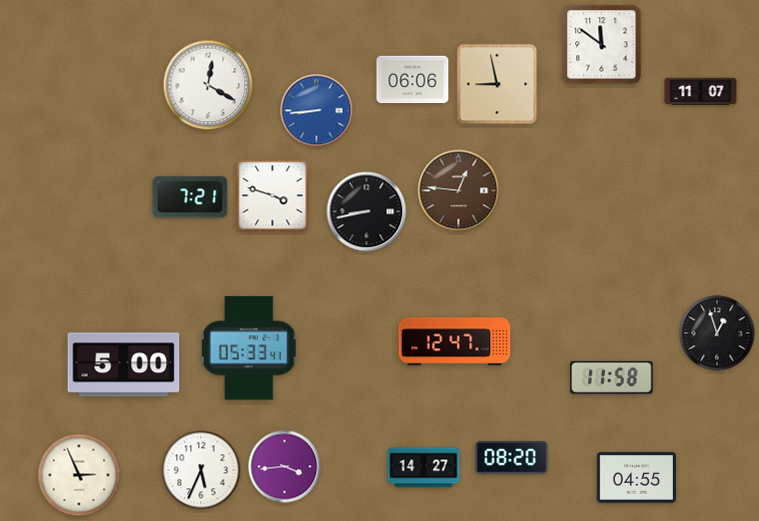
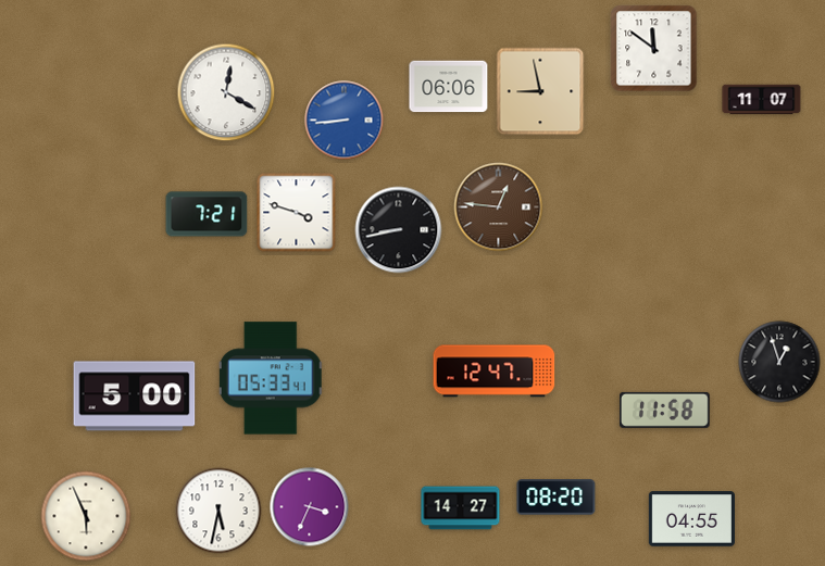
clock at (285, 467): 3:44 -> 3:34
clock at (201, 470): 5:34 -> 5:32
clock at (79, 475): 2:56 -> 5:56
